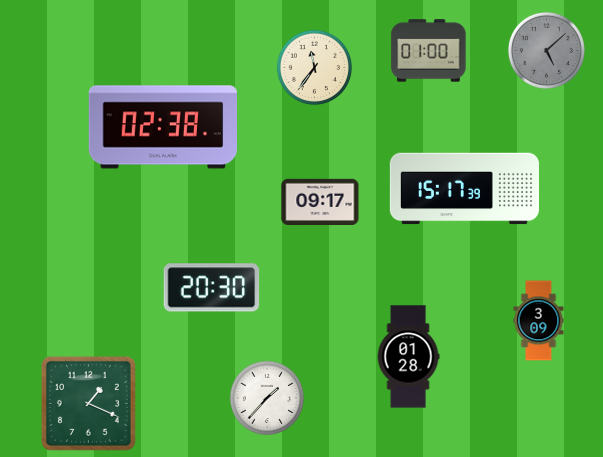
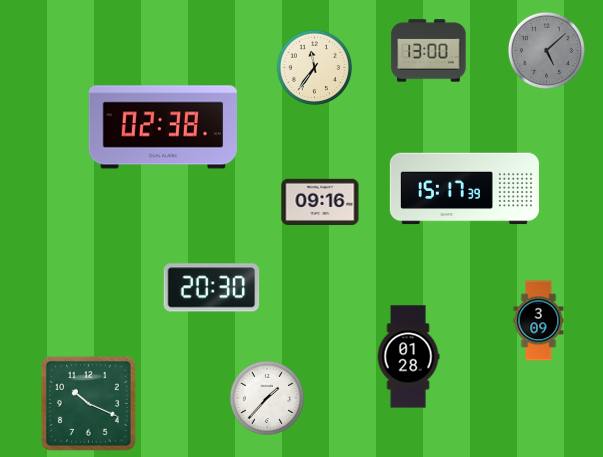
clock at (429, 51): 01:00 -> 13:00
clock at (320, 201): 09:17 -> 09:16
clock at (88, 403): 1:19 -> 10:19
